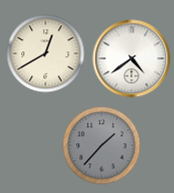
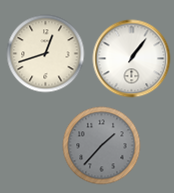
clock at (45, 53): 12:40 -> 12:42
clock at (131, 58): 4:39 -> 1:06
